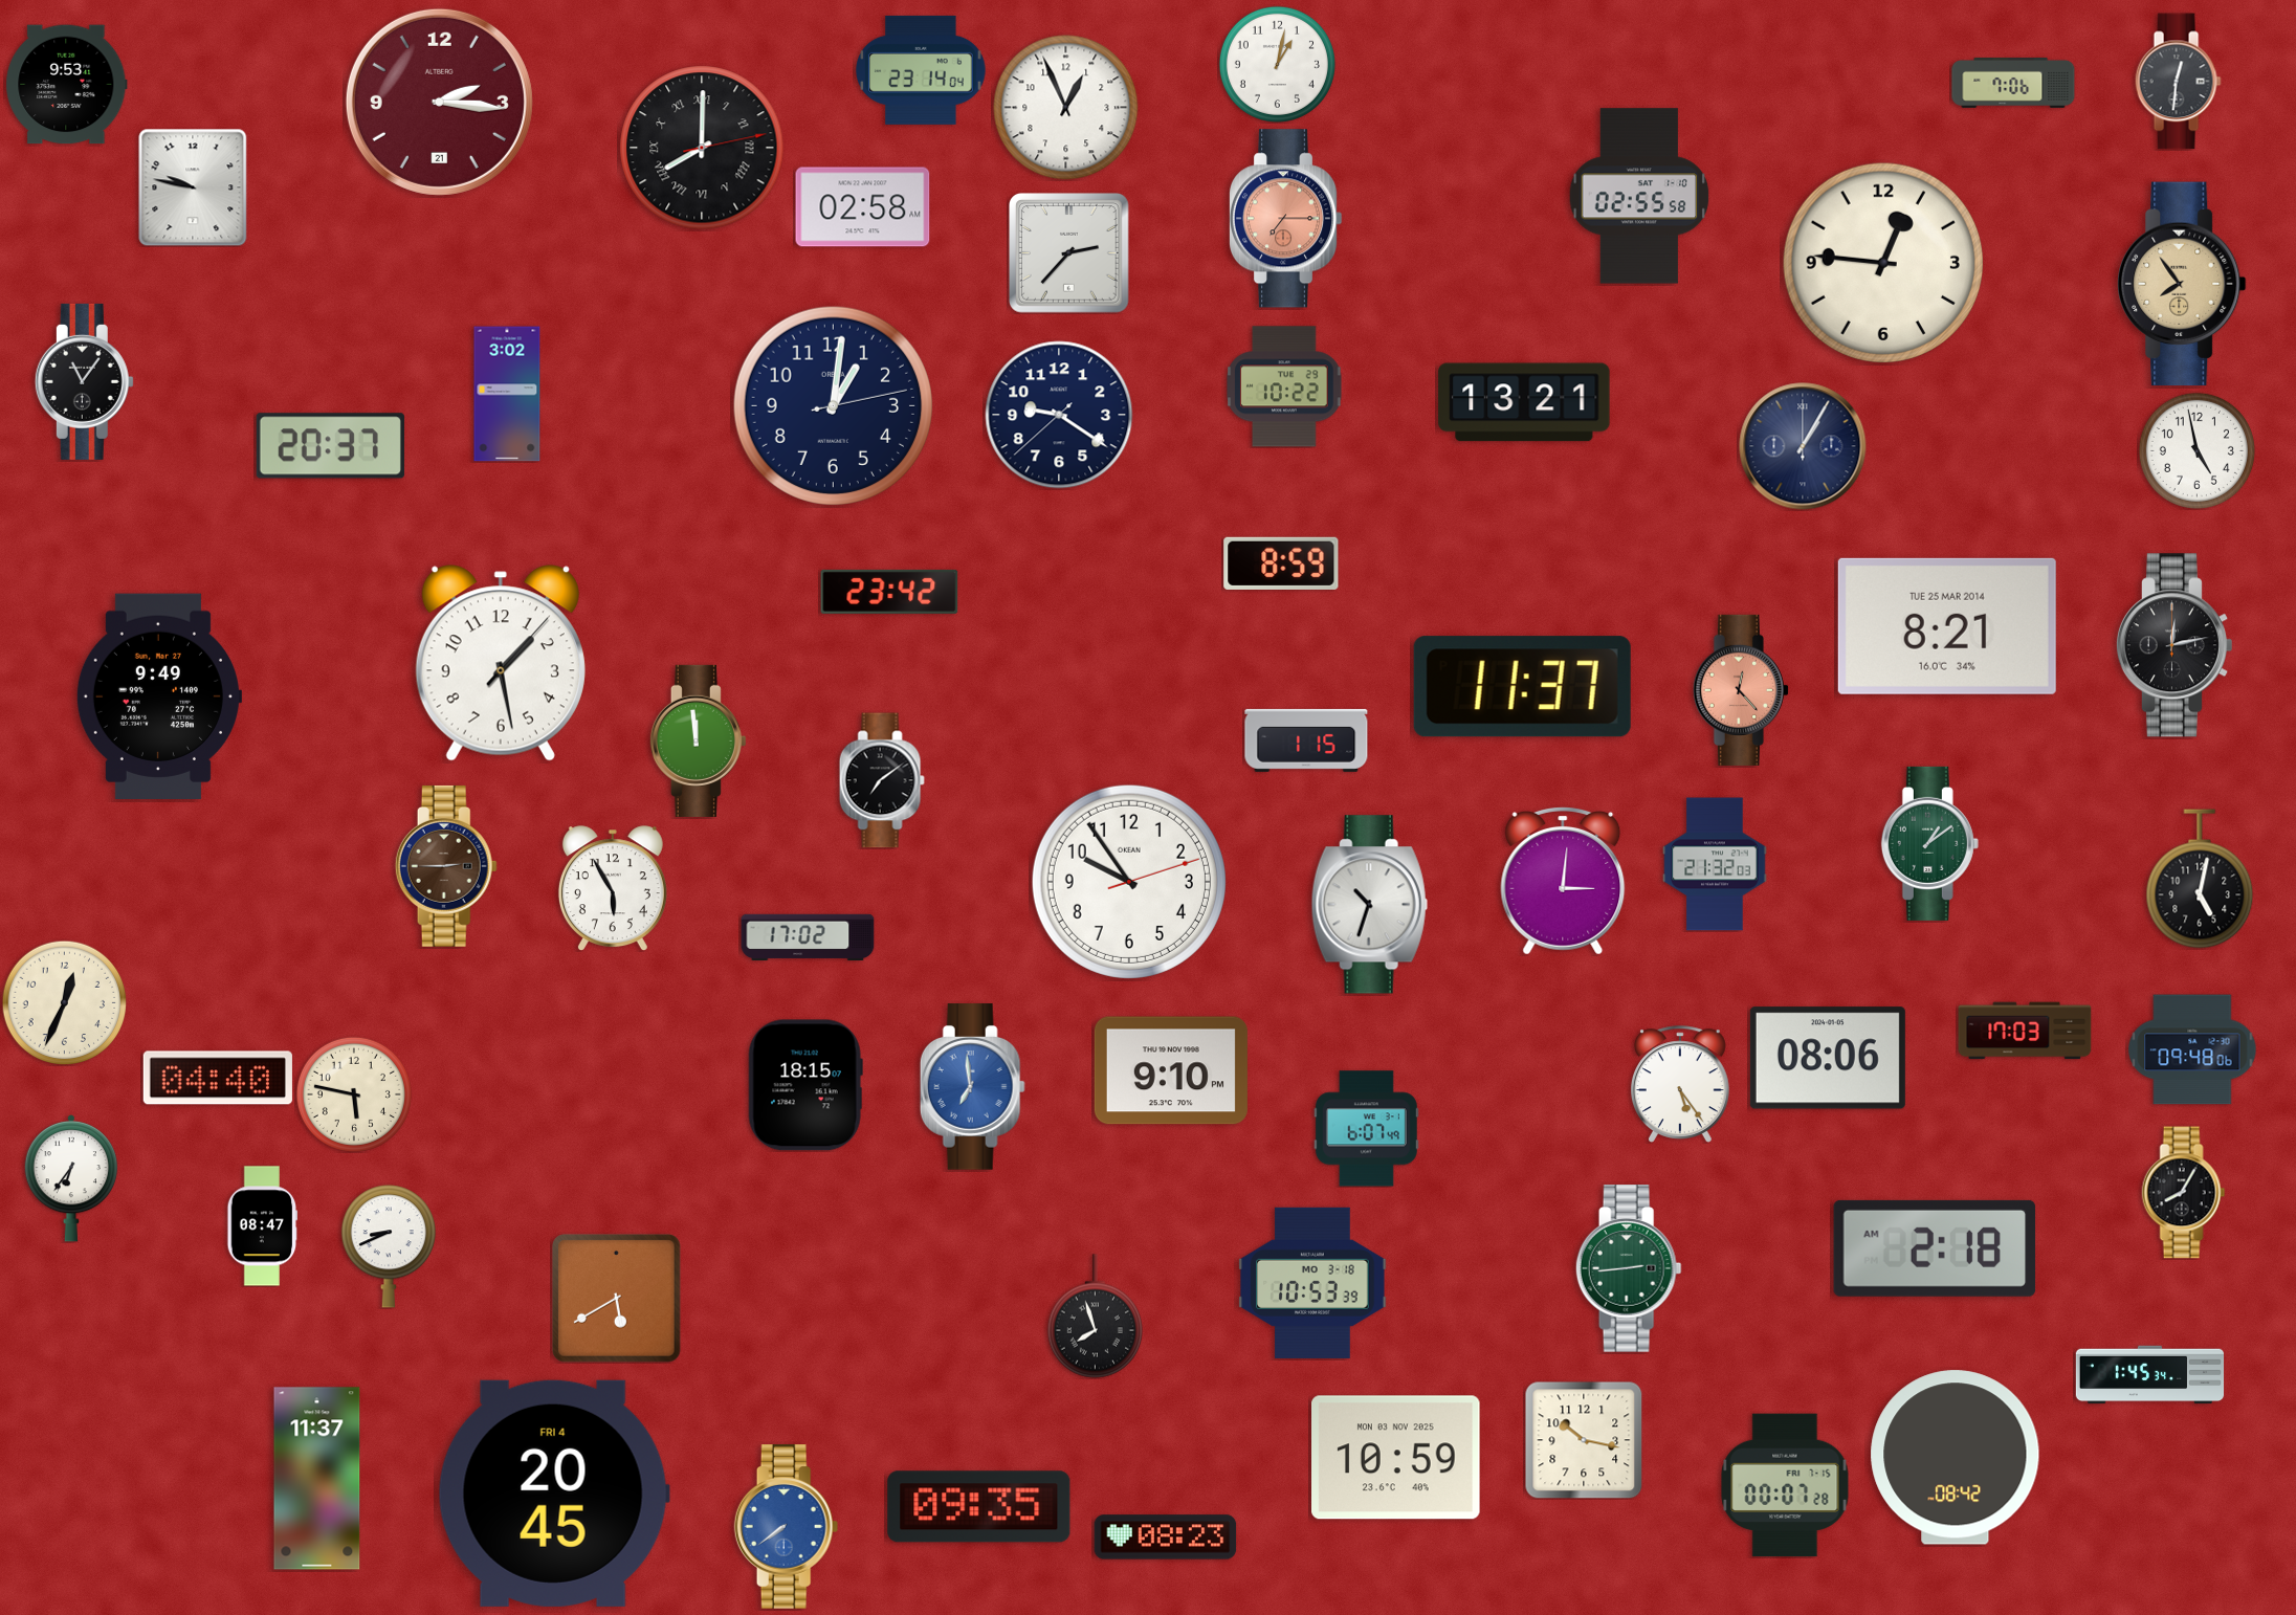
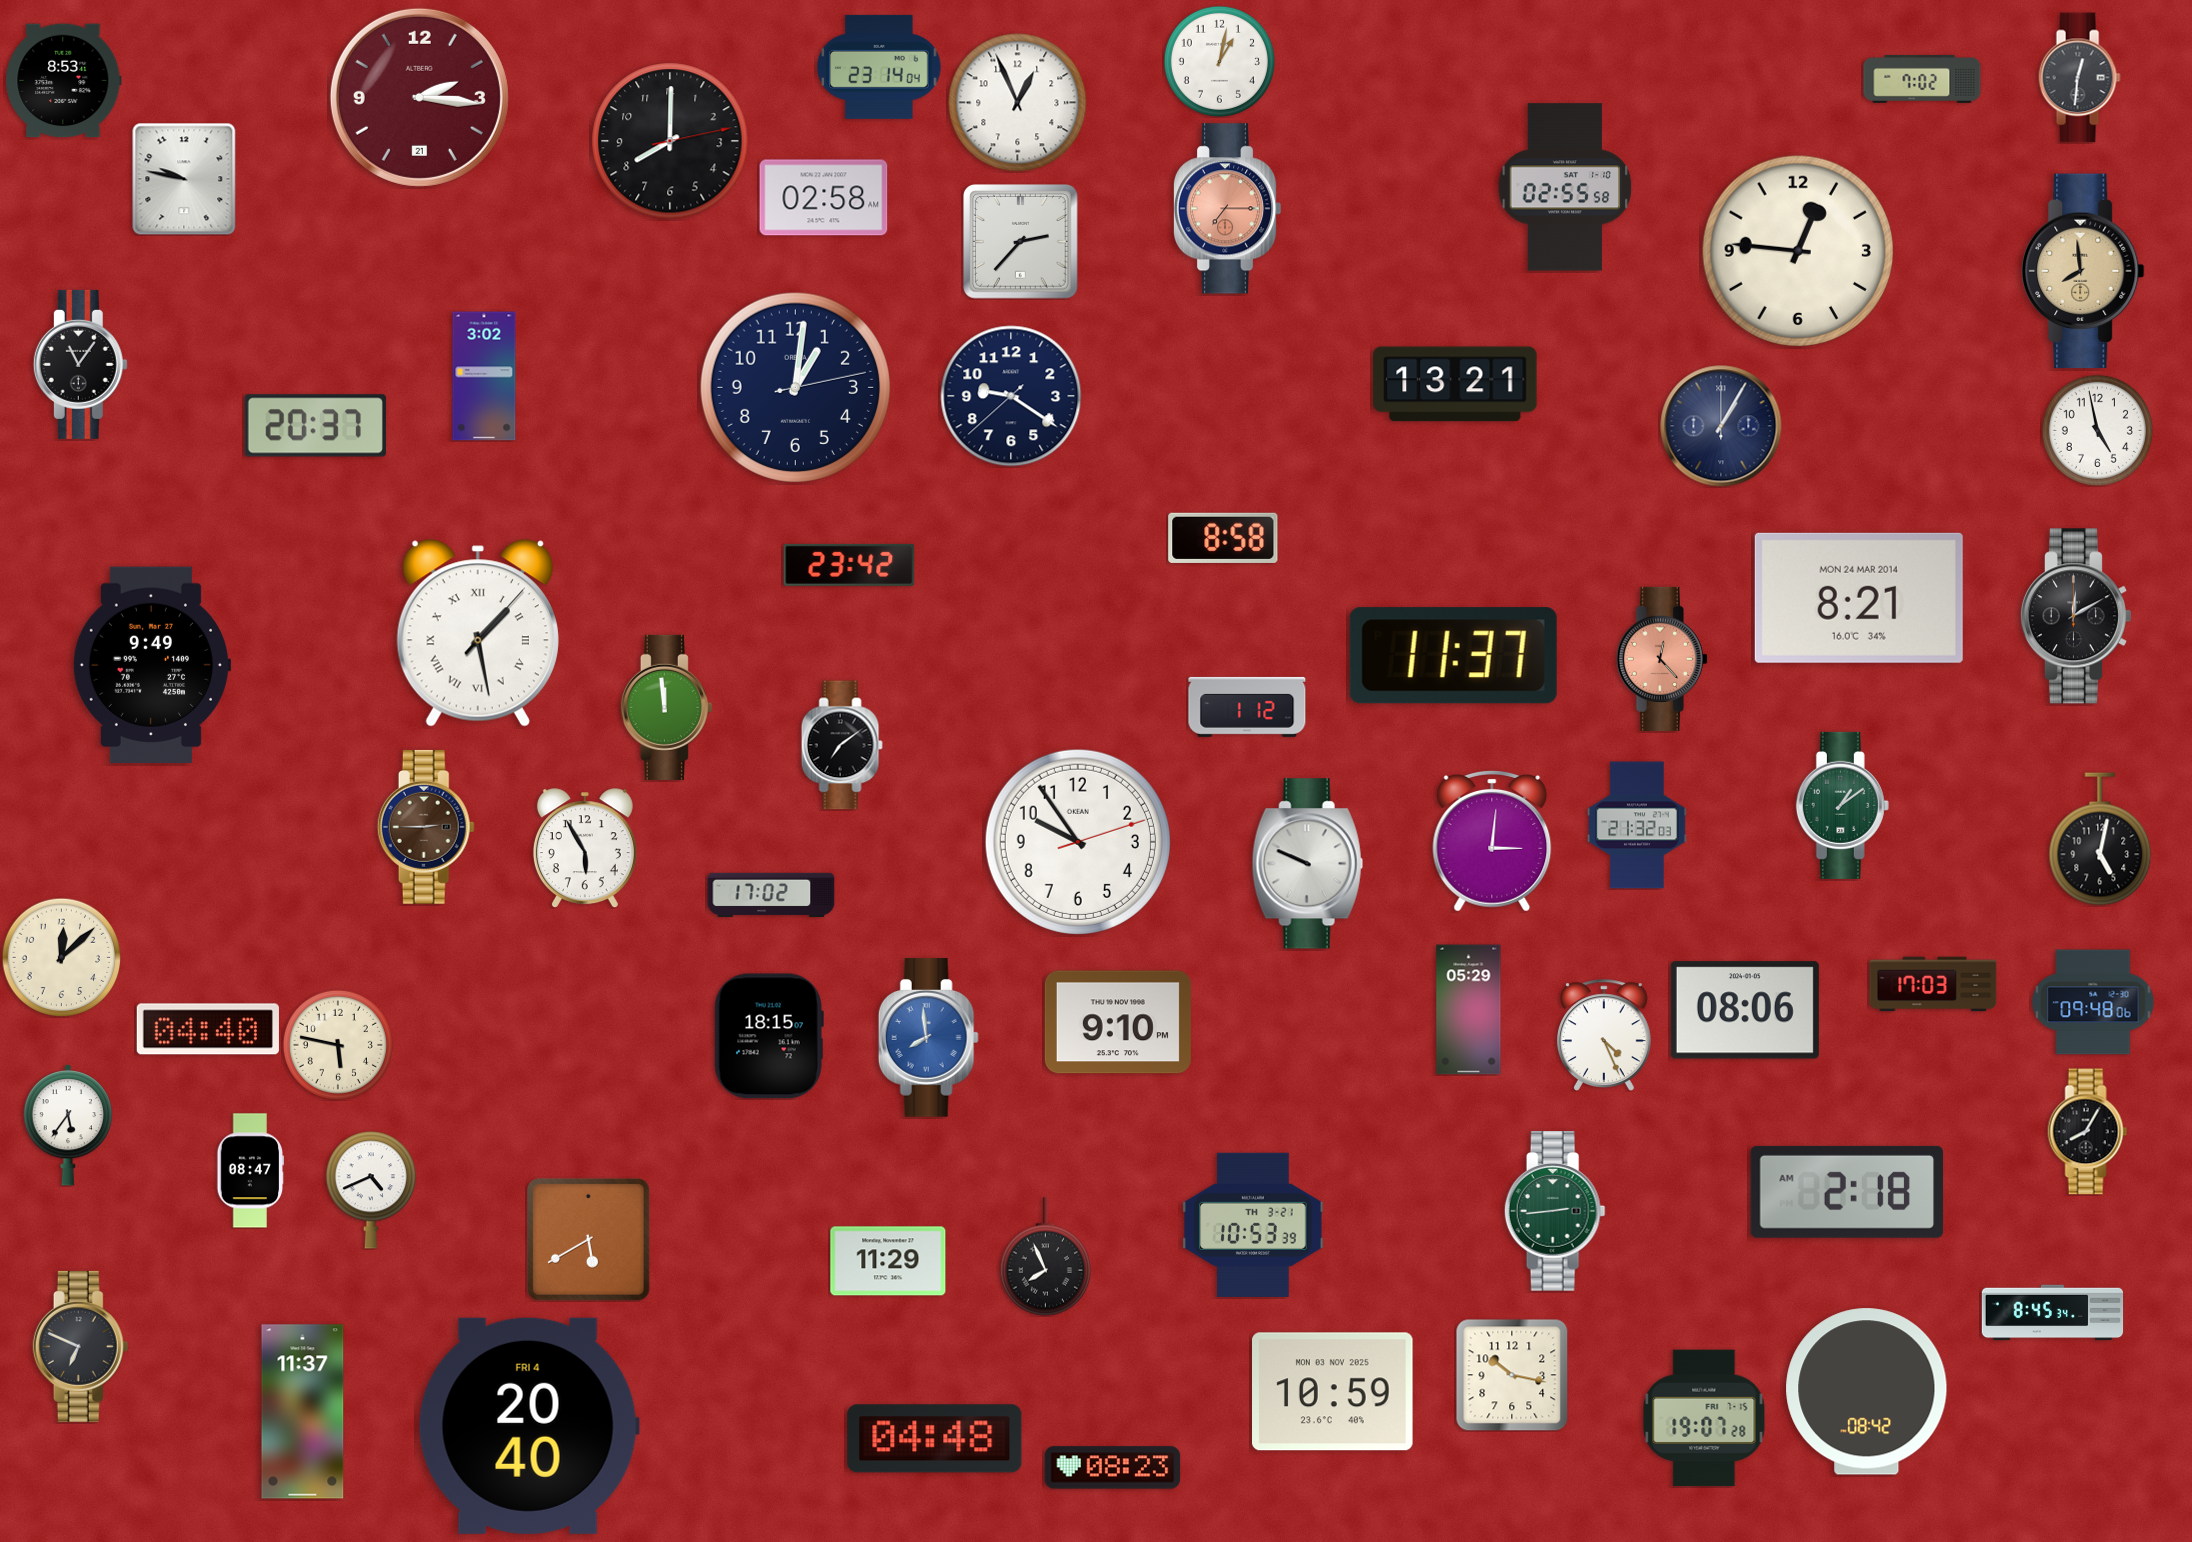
clock at (2013, 83): 7:06 -> 7:02
clock at (67, 85): 9:53 -> 8:53
clock at (702, 148) numerals: Roman -> Arabic
clock at (2182, 284): 7:54 -> 7:59
clock at (1284, 386): 10:22 -> none
clock at (1281, 563): 8:59 -> 8:58
clock at (1947, 626) date: TUE 25 MAR 2014 -> MON 24 MAR 2014
clock at (2173, 645): 12:13 -> 12:10
clock at (501, 663) numerals: Arabic -> Roman
clock at (1306, 740): 1:15 -> 1:12
clock at (1369, 905): 10:33 -> 9:49
clock at (64, 1002): 12:34 -> 12:08
clock at (1469, 1010): none -> 05:29
clock at (1680, 1084): 5:24 -> 4:26
clock at (972, 1087): 6:59 -> 7:59
clock at (1366, 1129): 6:07 -> none
clock at (70, 1179): 6:36 -> 5:36
clock at (2184, 1193) position: (2184, 1193) -> (2088, 1132)
clock at (388, 1246): 8:41 -> 4:41
clock at (1312, 1283) date: MO 3-18 -> TH 3-21
clock at (1095, 1317): 7:57 -> 7:56
clock at (888, 1261): none -> 11:29
clock at (2150, 1375): 1:45 -> 8:45
clock at (81, 1346): none -> 6:49
clock at (1785, 1485): 00:07 -> 19:07
clock at (554, 1494): 20:45 -> 20:40
clock at (979, 1507): 09:35 -> 04:48
clock at (787, 1527): 7:39 -> none
